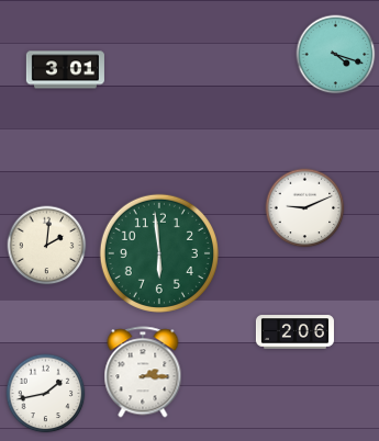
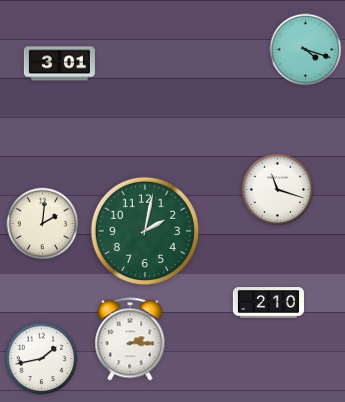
clock at (305, 208): 9:11 -> 11:18
clock at (159, 253): 5:59 -> 2:02
clock at (294, 332): 2:06 -> 2:10
